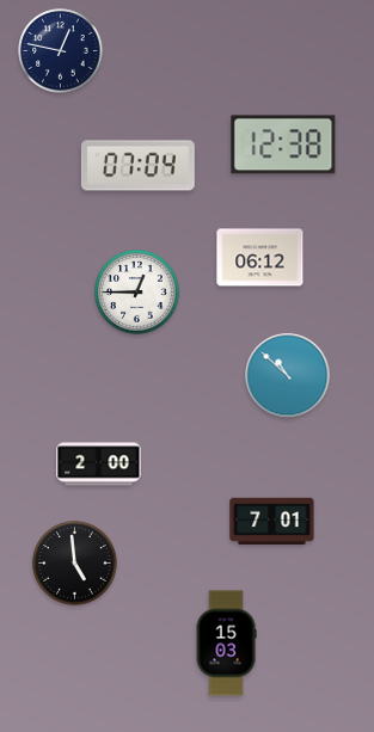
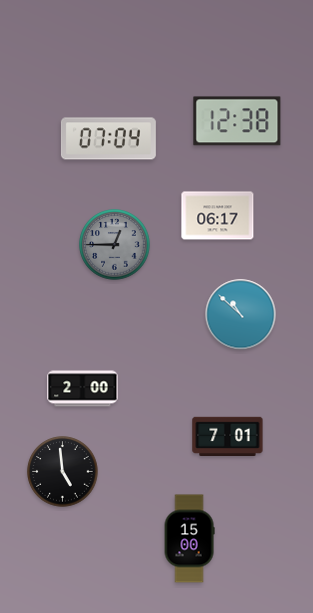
clock at (61, 51): 12:47 -> none
clock at (137, 166) position: (137, 166) -> (108, 139)
clock at (260, 258): 06:12 -> 06:17
clock at (137, 293) dial: white -> grey
clock at (226, 644): 15:03 -> 15:00
